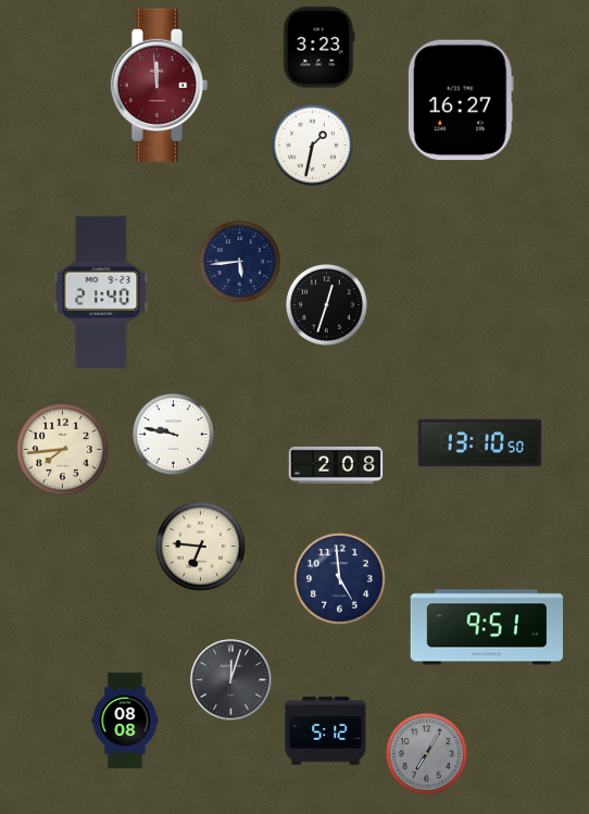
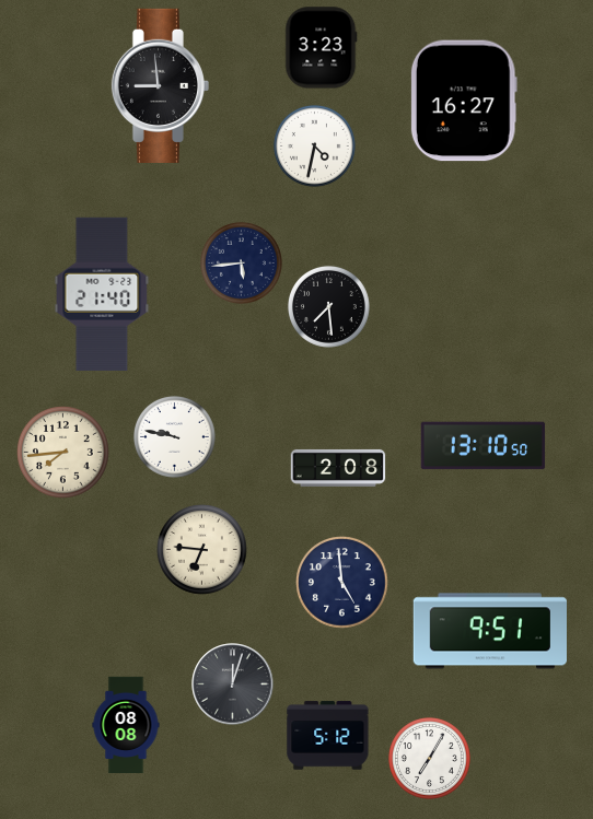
clock at (159, 85): 11:59 -> 8:59
clock at (159, 85) dial: burgundy -> black
clock at (312, 145): 1:32 -> 4:32
clock at (326, 304): 12:33 -> 7:29
clock at (426, 753) dial: grey -> white
